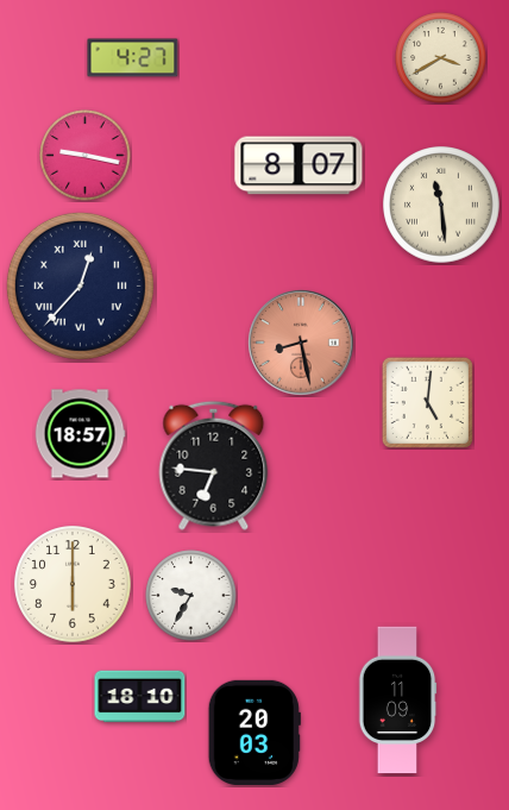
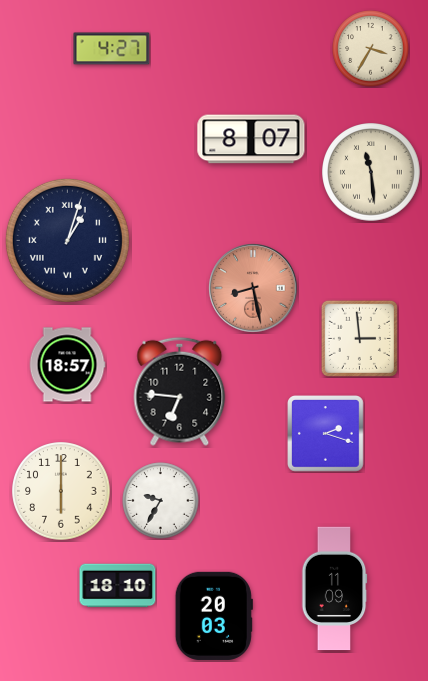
clock at (441, 58): 3:40 -> 3:35
clock at (86, 156): 9:17 -> none
clock at (80, 285): 12:37 -> 1:03
clock at (427, 402): 5:01 -> 2:59
clock at (326, 434): none -> 2:18
